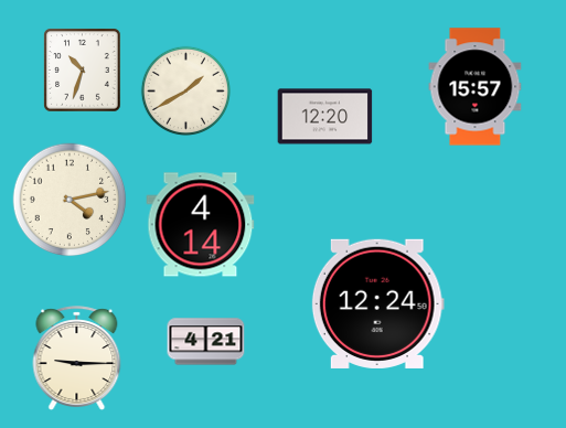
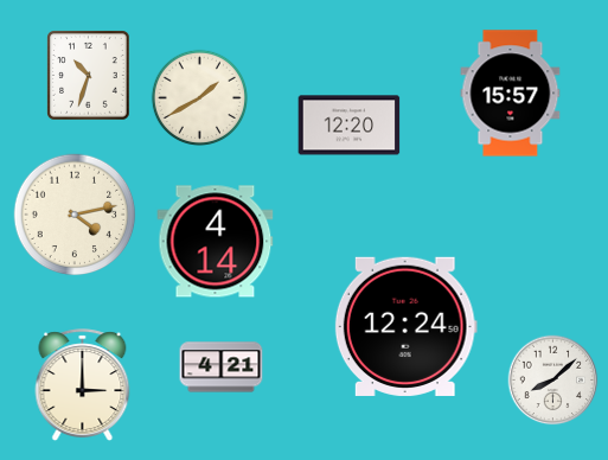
clock at (553, 381): none -> 8:08
clock at (77, 357): 9:15 -> 3:00
